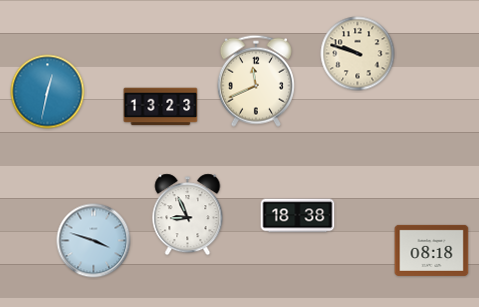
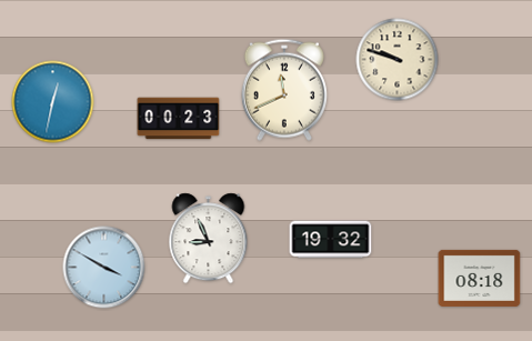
clock at (161, 107): 13:23 -> 00:23
clock at (298, 216): 18:38 -> 19:32
clock at (94, 241): 3:48 -> 3:50
